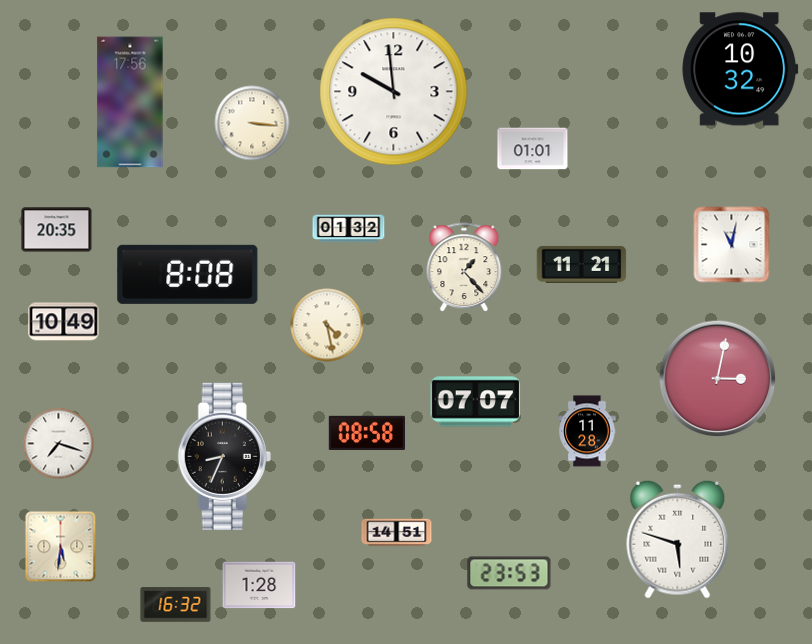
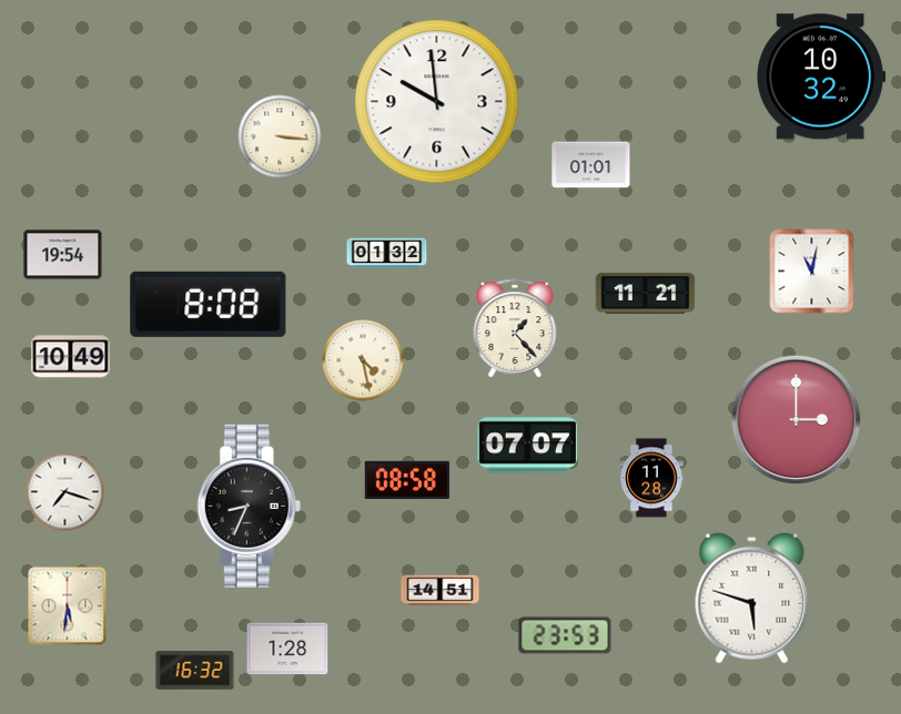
clock at (130, 102): 17:56 -> none
clock at (57, 230): 20:35 -> 19:54
clock at (464, 268) position: (464, 268) -> (515, 329)
clock at (718, 379): 3:02 -> 3:00
